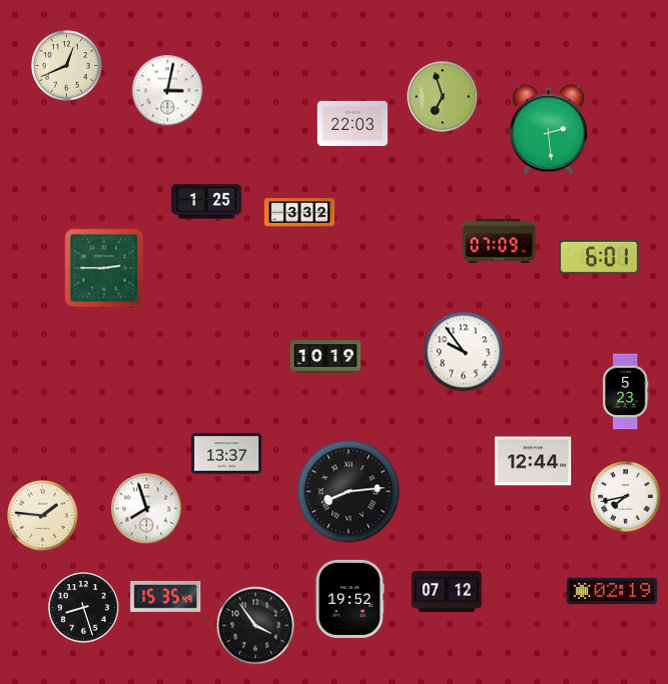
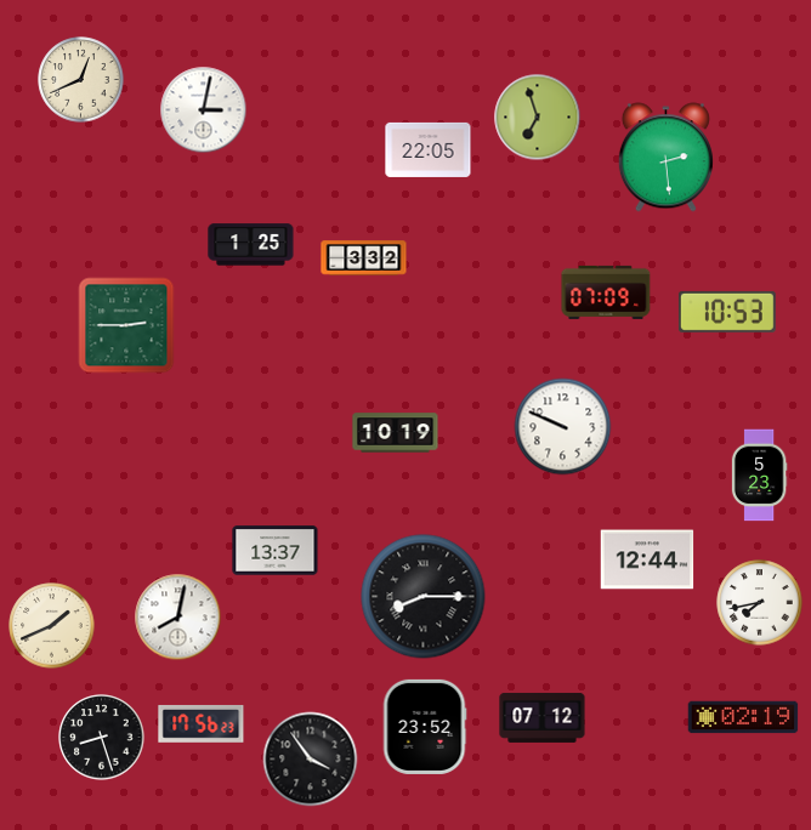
clock at (353, 123): 22:03 -> 22:05
clock at (599, 257): 6:01 -> 10:53
clock at (464, 352): 9:54 -> 9:49
clock at (349, 492): 8:14 -> 8:15
clock at (147, 509): 7:57 -> 8:02
clock at (43, 516): 1:46 -> 1:41
clock at (166, 596): 15:35 -> 17:56
clock at (350, 599): 19:52 -> 23:52
